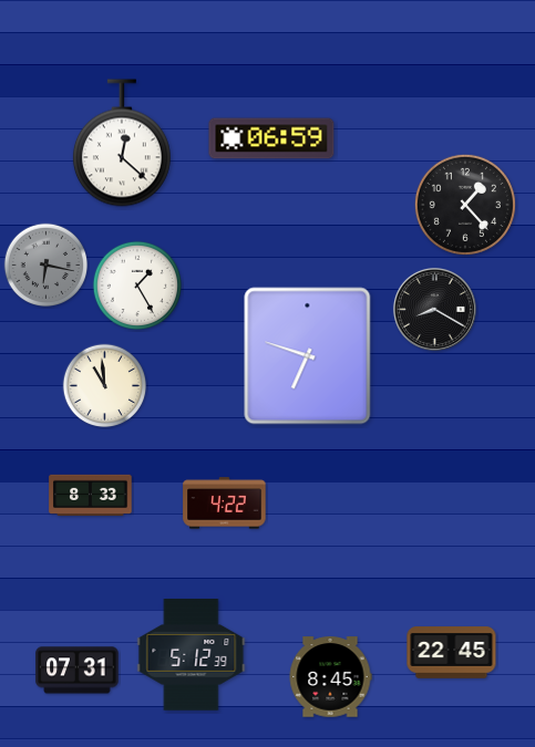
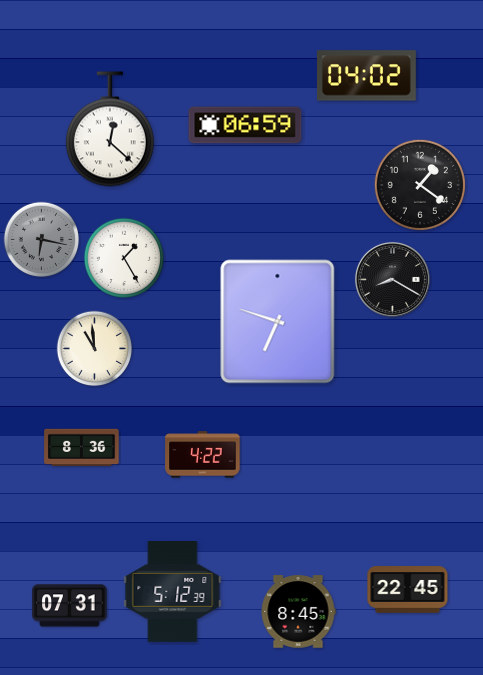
clock at (366, 76): none -> 04:02
clock at (465, 205): 1:23 -> 1:21
clock at (91, 496): 8:33 -> 8:36
